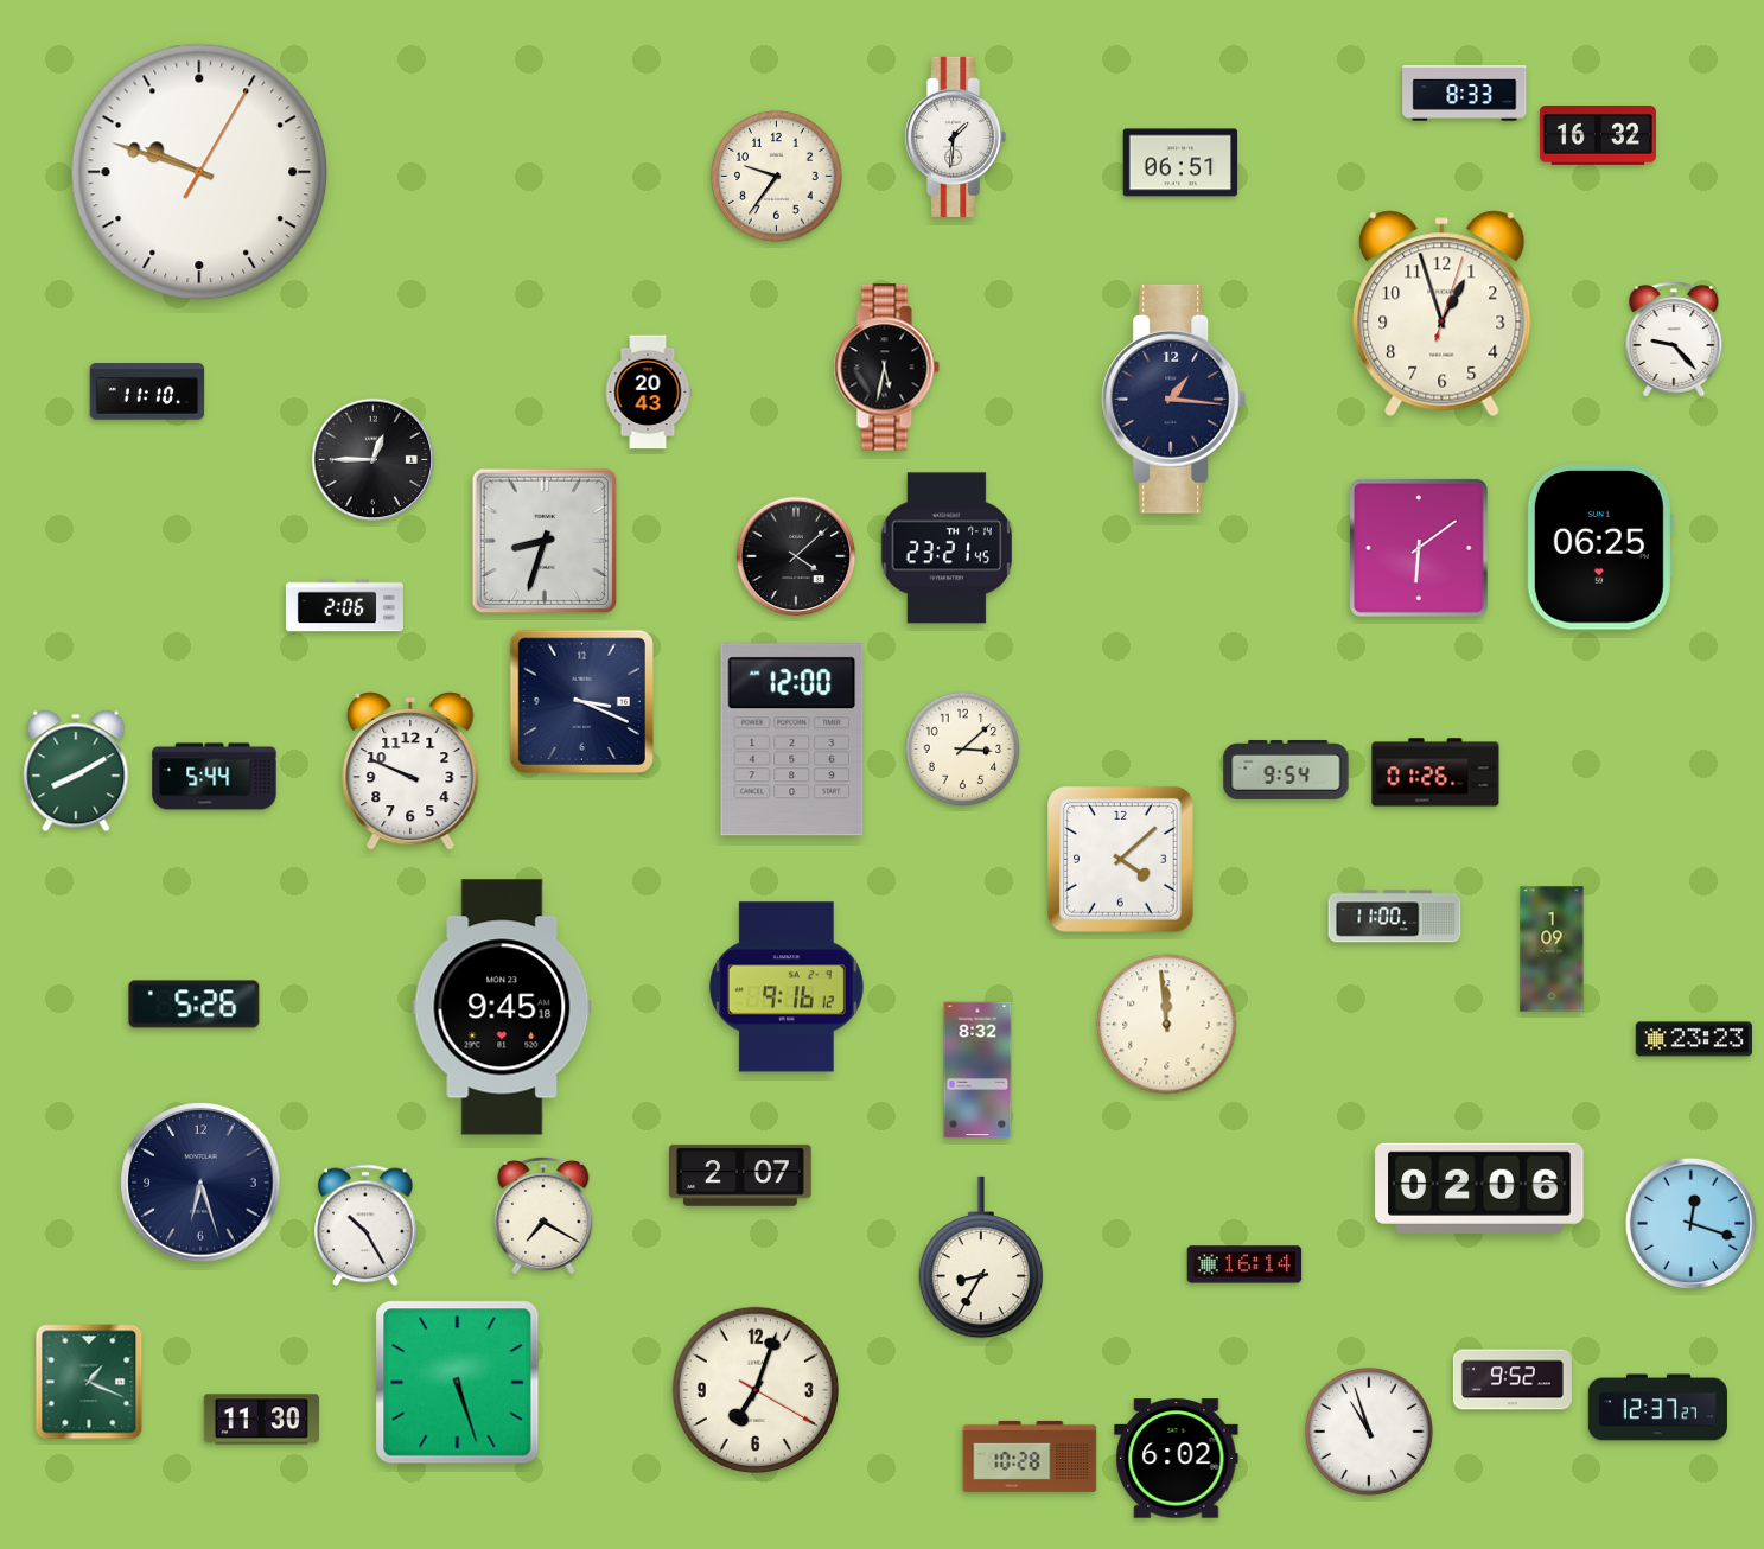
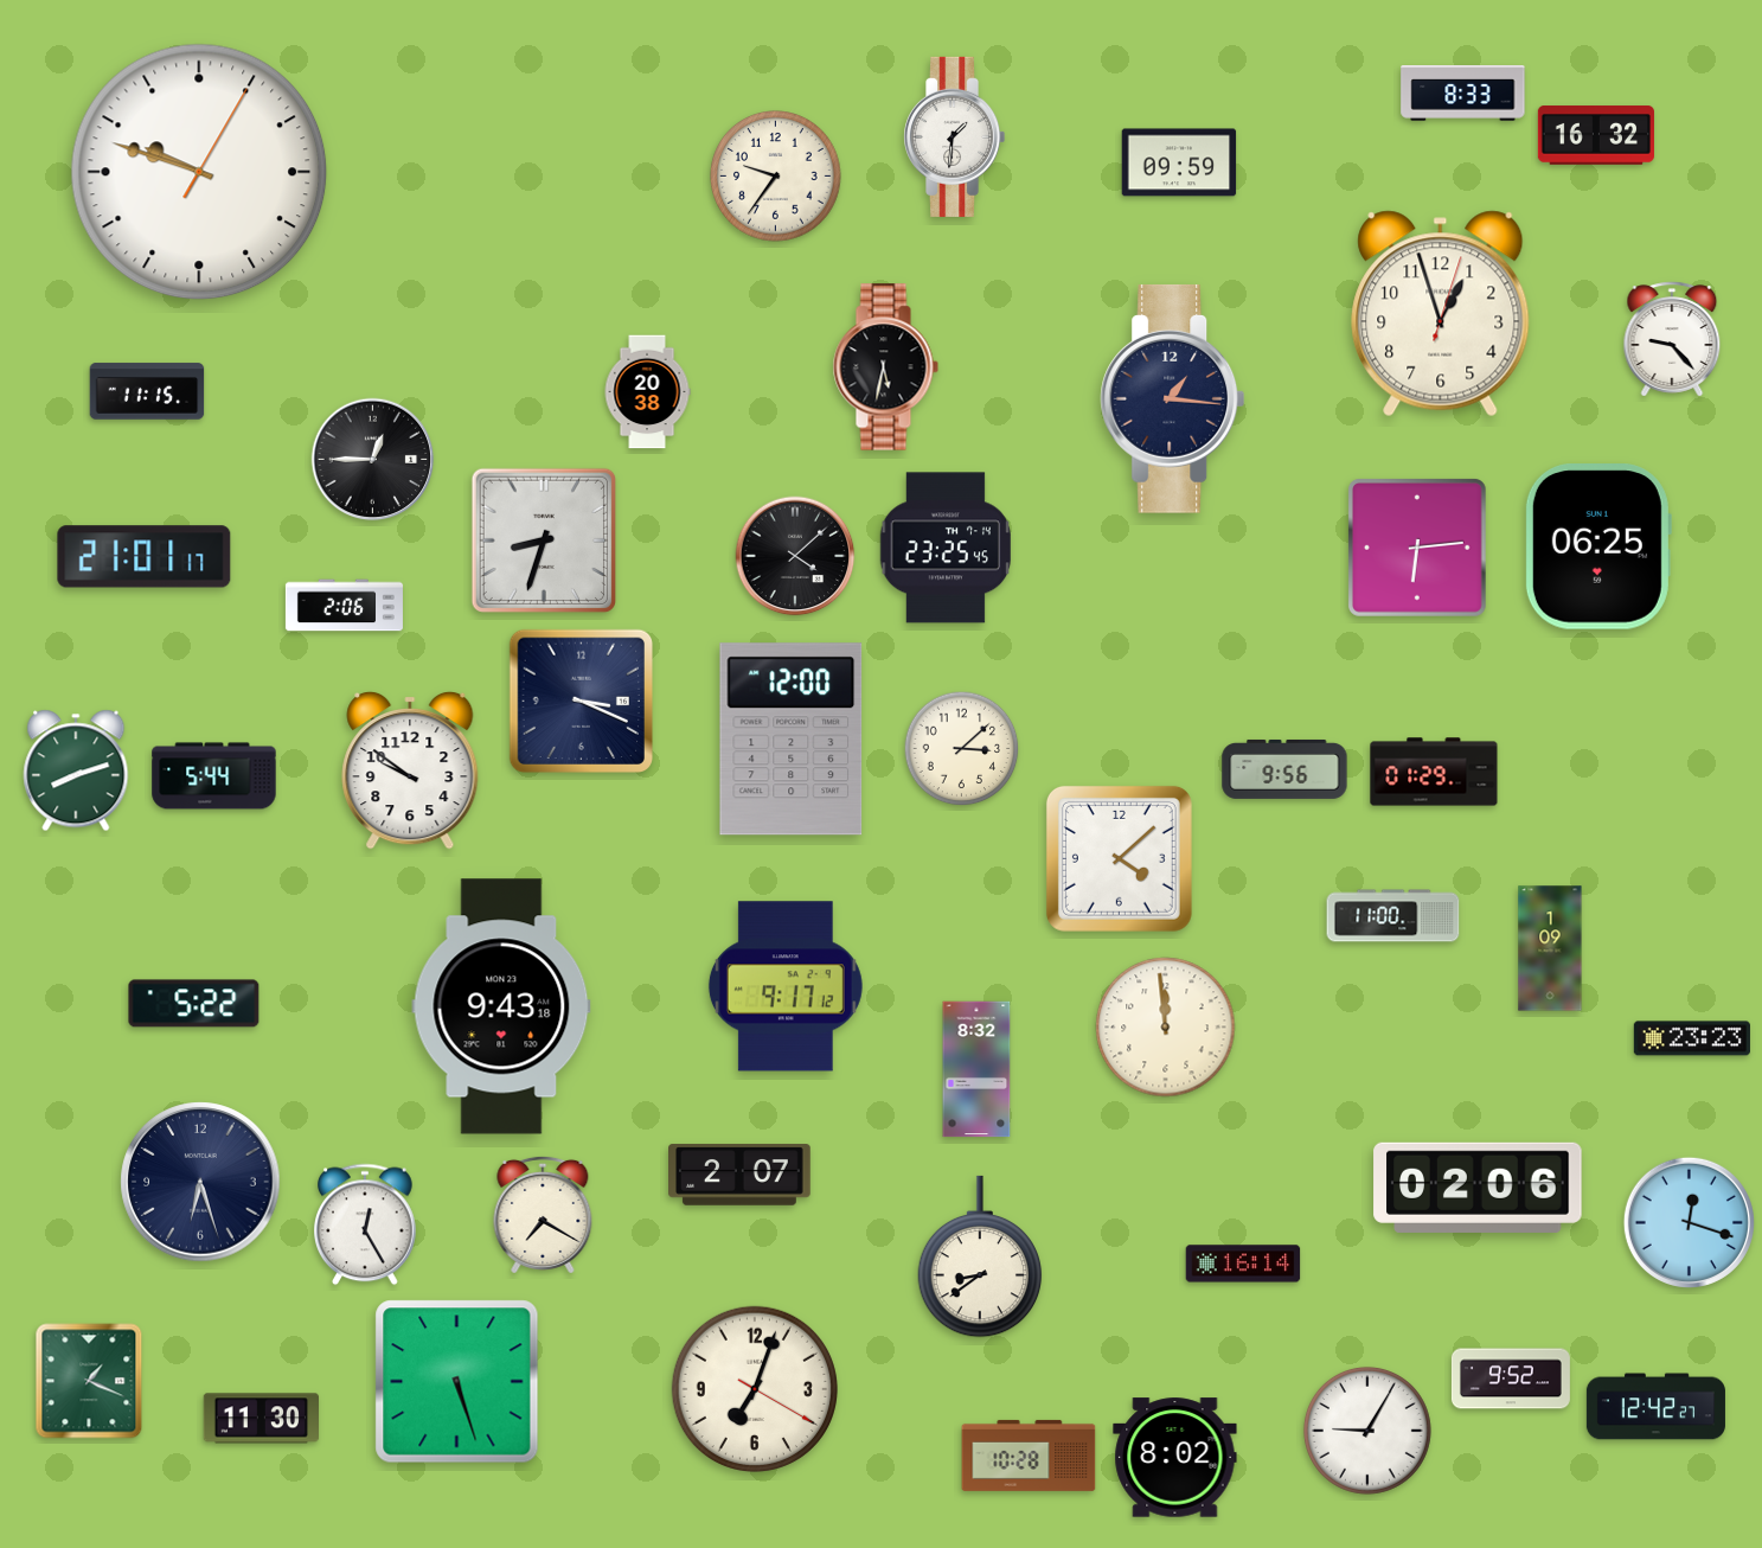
clock at (1180, 162): 06:51 -> 09:59
clock at (147, 391): 11:10 -> 11:15
clock at (648, 393): 20:43 -> 20:38
clock at (945, 548): 23:21 -> 23:25
clock at (1419, 548): 6:09 -> 6:14
clock at (145, 557): none -> 21:01
clock at (1286, 770): 9:54 -> 9:56
clock at (76, 771): 8:10 -> 8:12
clock at (410, 771): 9:49 -> 9:51
clock at (1435, 772): 01:26 -> 01:29
clock at (787, 987): 9:16 -> 9:17
clock at (195, 1005): 5:26 -> 5:22
clock at (502, 1007): 9:45 -> 9:43
clock at (1167, 1025) position: (1167, 1025) -> (1166, 1028)
clock at (367, 1225): 10:25 -> 12:25
clock at (981, 1257): 8:35 -> 8:39
clock at (1657, 1408): 12:37 -> 12:42
clock at (1369, 1432): 10:57 -> 9:05
clock at (1177, 1459): 6:02 -> 8:02
